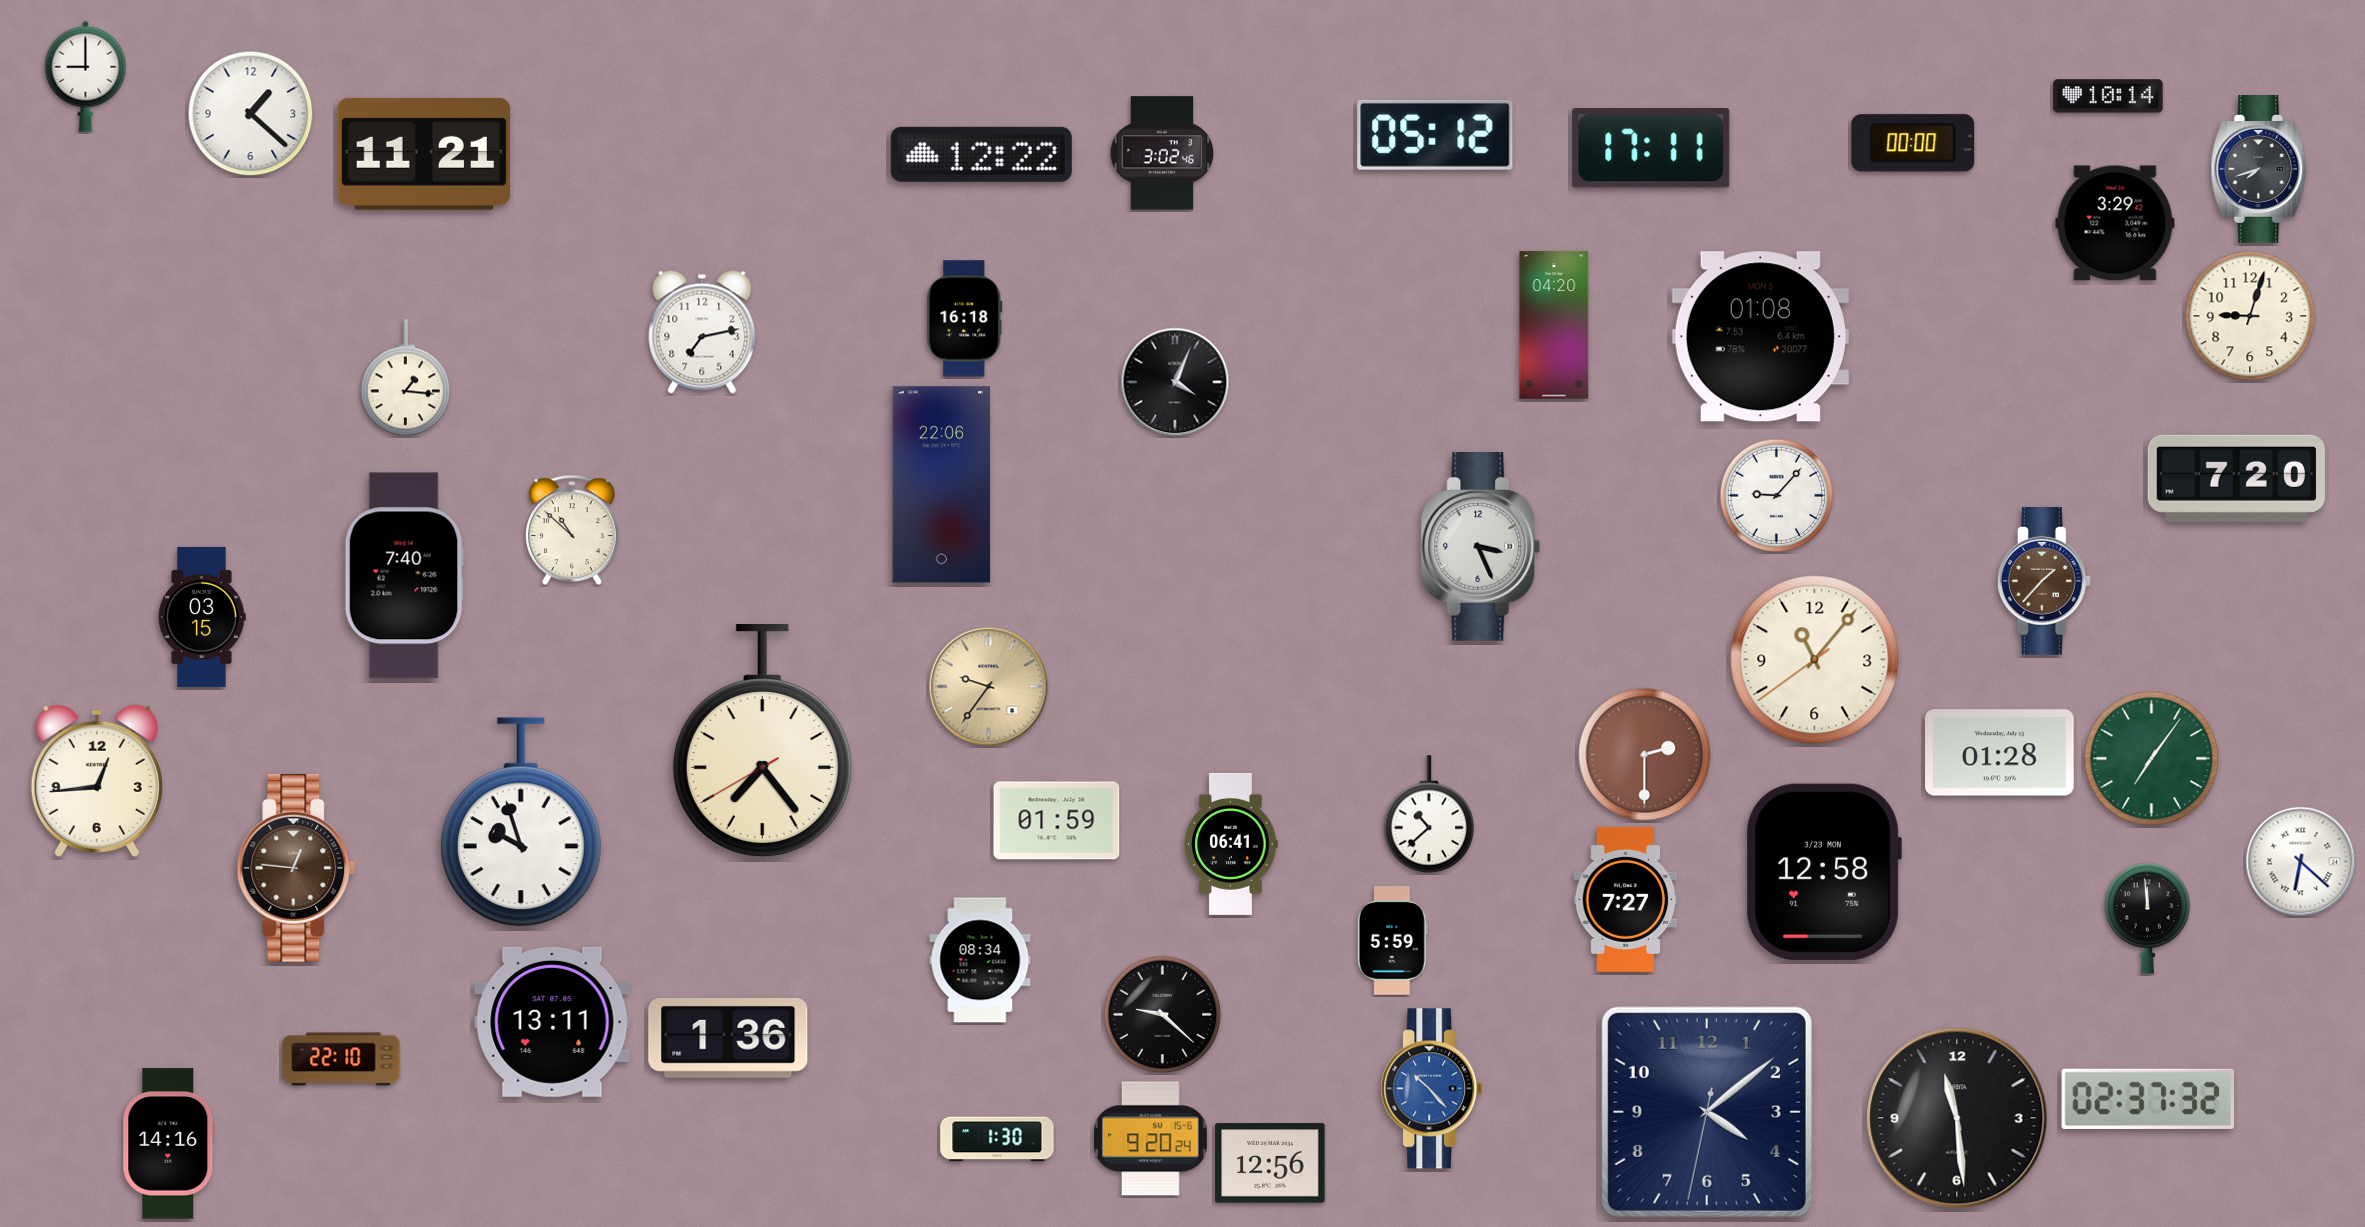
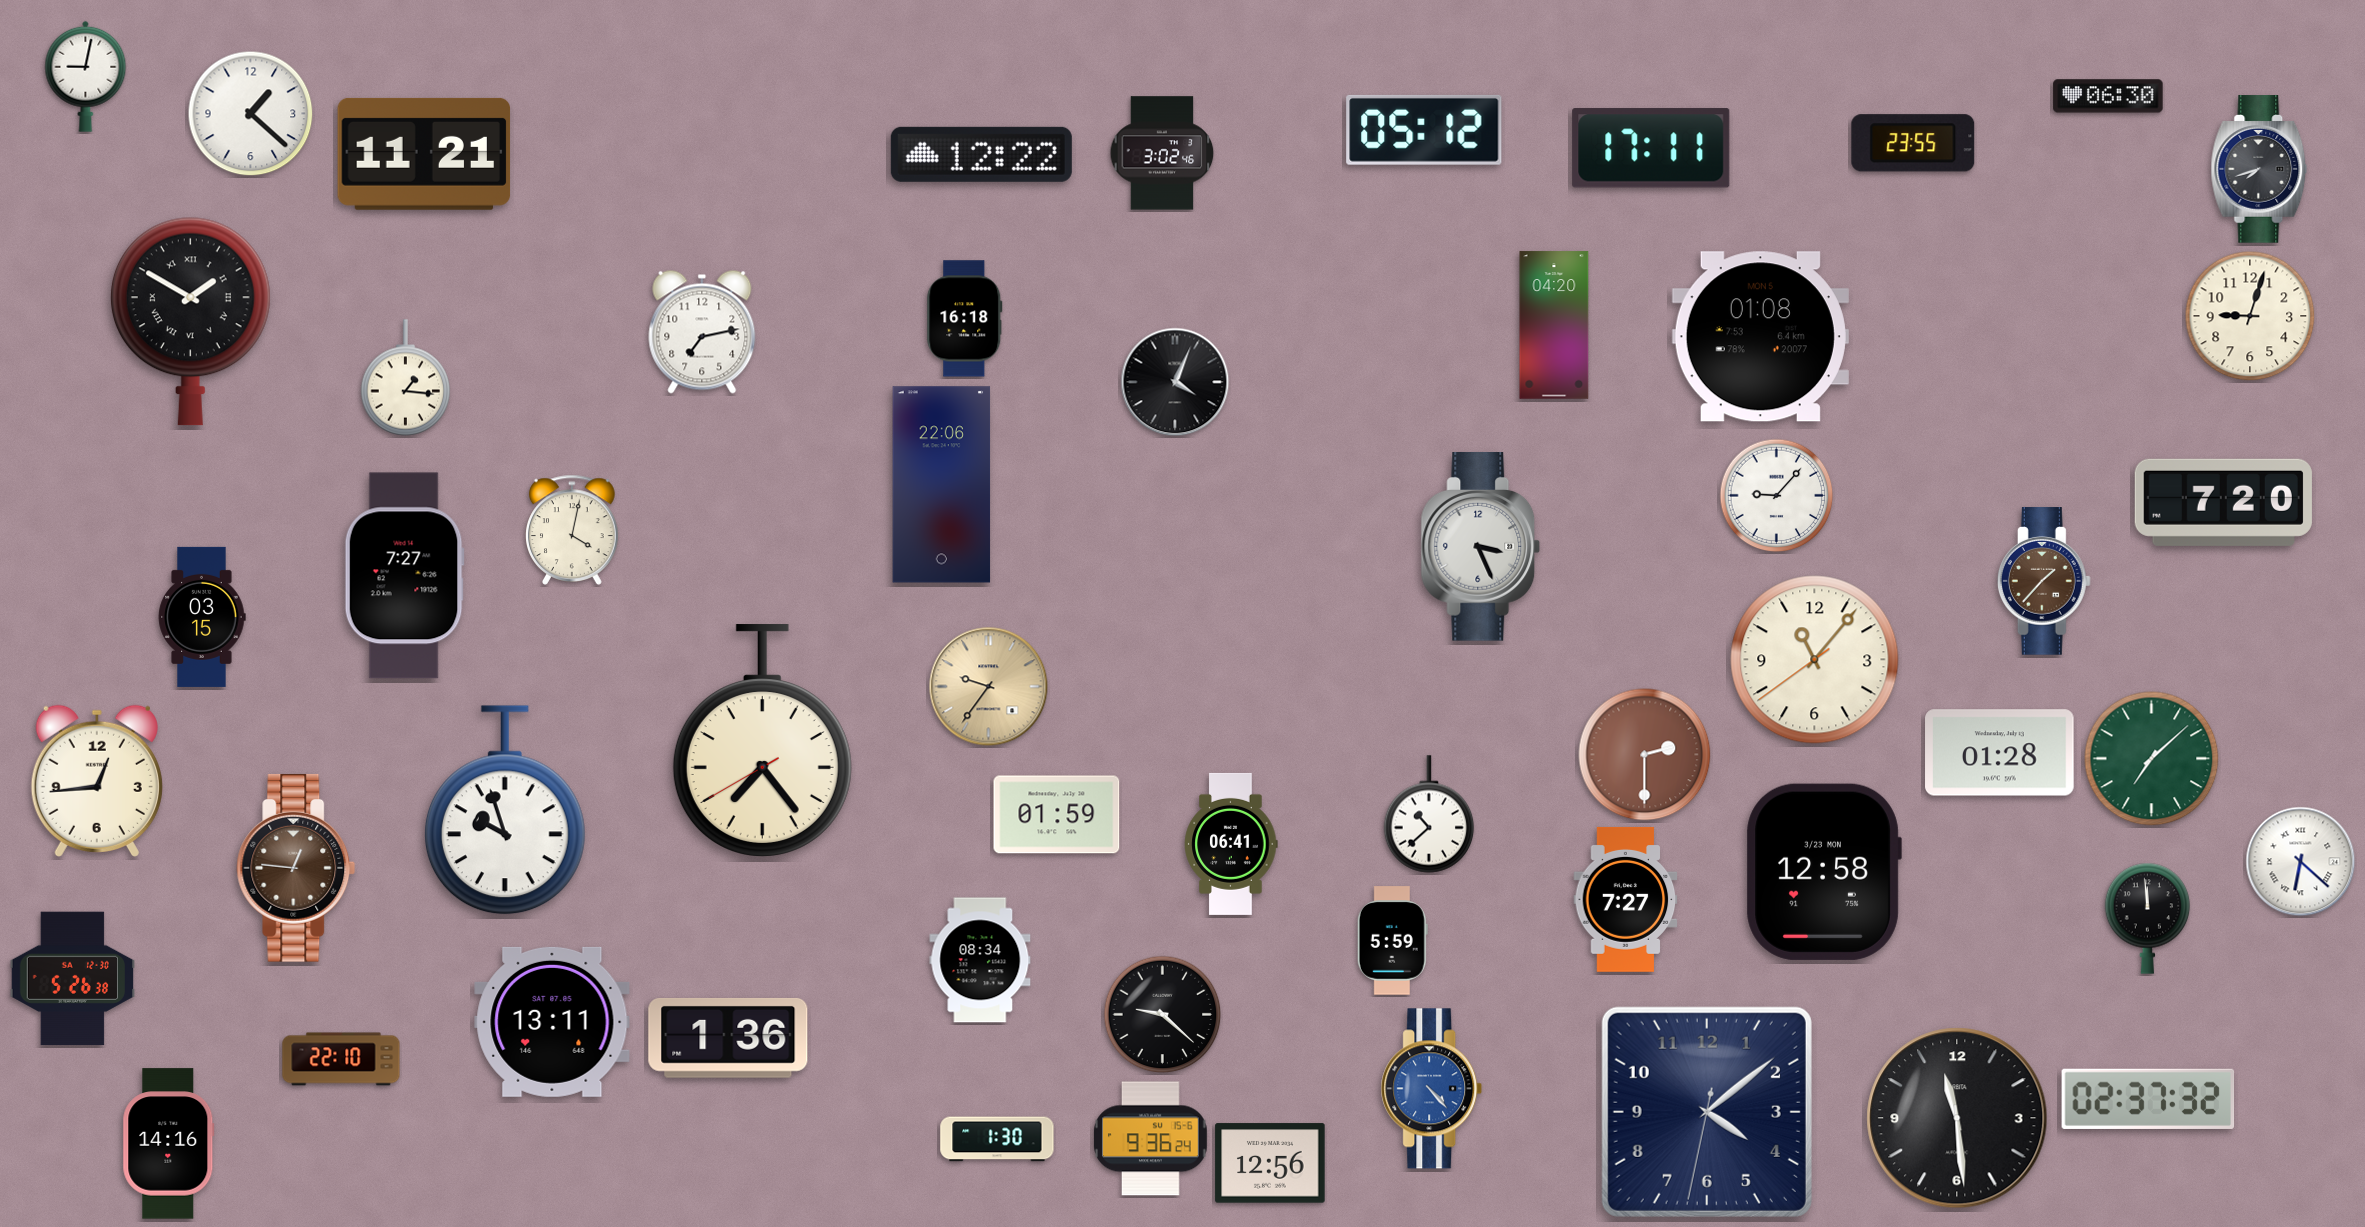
clock at (86, 76): 9:00 -> 9:02
clock at (2108, 96): 10:14 -> 06:30
clock at (1435, 135) position: (1435, 135) -> (1424, 130)
clock at (1913, 143): 00:00 -> 23:55
clock at (2115, 223): 3:29 -> none
clock at (190, 321): none -> 1:50
clock at (2236, 478) position: (2236, 478) -> (2223, 502)
clock at (572, 530): 10:52 -> 4:02
clock at (404, 576): 7:40 -> 7:27
clock at (2152, 759): 7:06 -> 7:08
clock at (1057, 821) position: (1057, 821) -> (1057, 815)
clock at (521, 822) position: (521, 822) -> (505, 810)
clock at (72, 979): none -> 5:26
clock at (1432, 1089): 10:23 -> 4:23
clock at (1151, 1139): 9:20 -> 9:36
